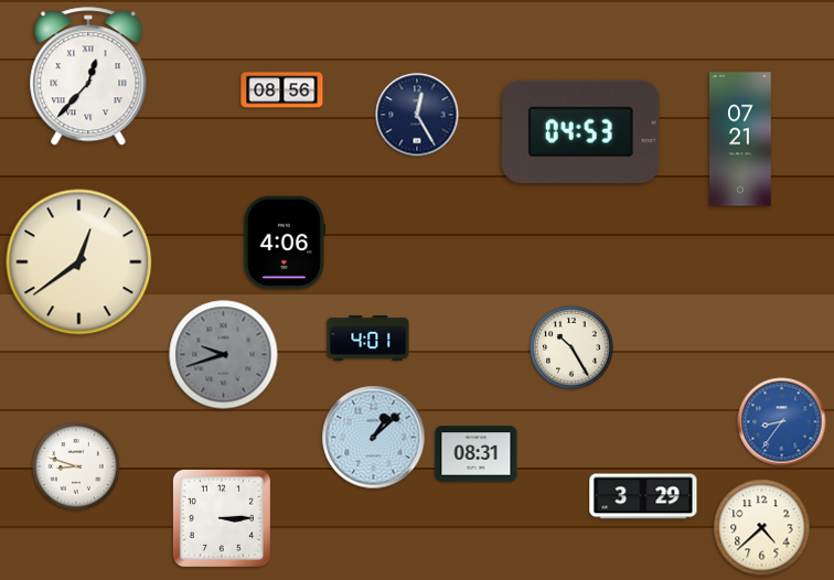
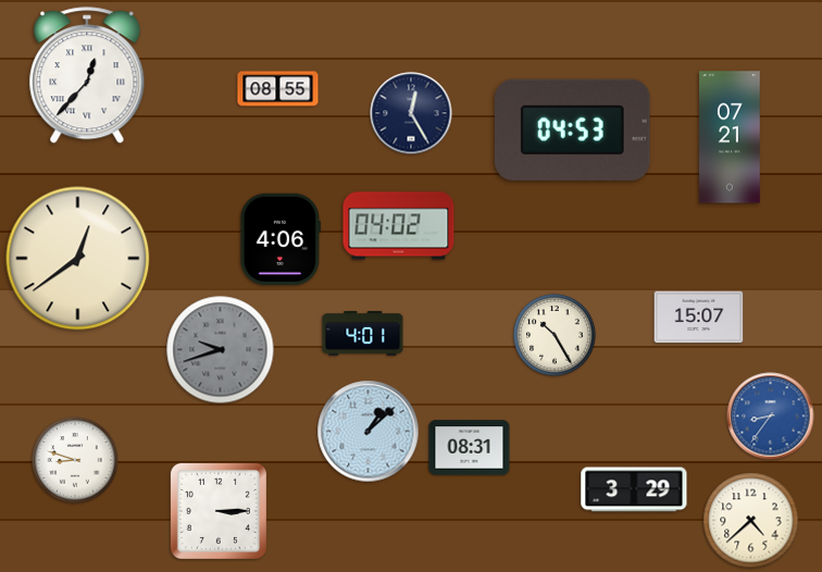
clock at (282, 90): 08:56 -> 08:55
clock at (399, 226): none -> 04:02
clock at (699, 318): none -> 15:07
clock at (571, 347) position: (571, 347) -> (555, 335)
